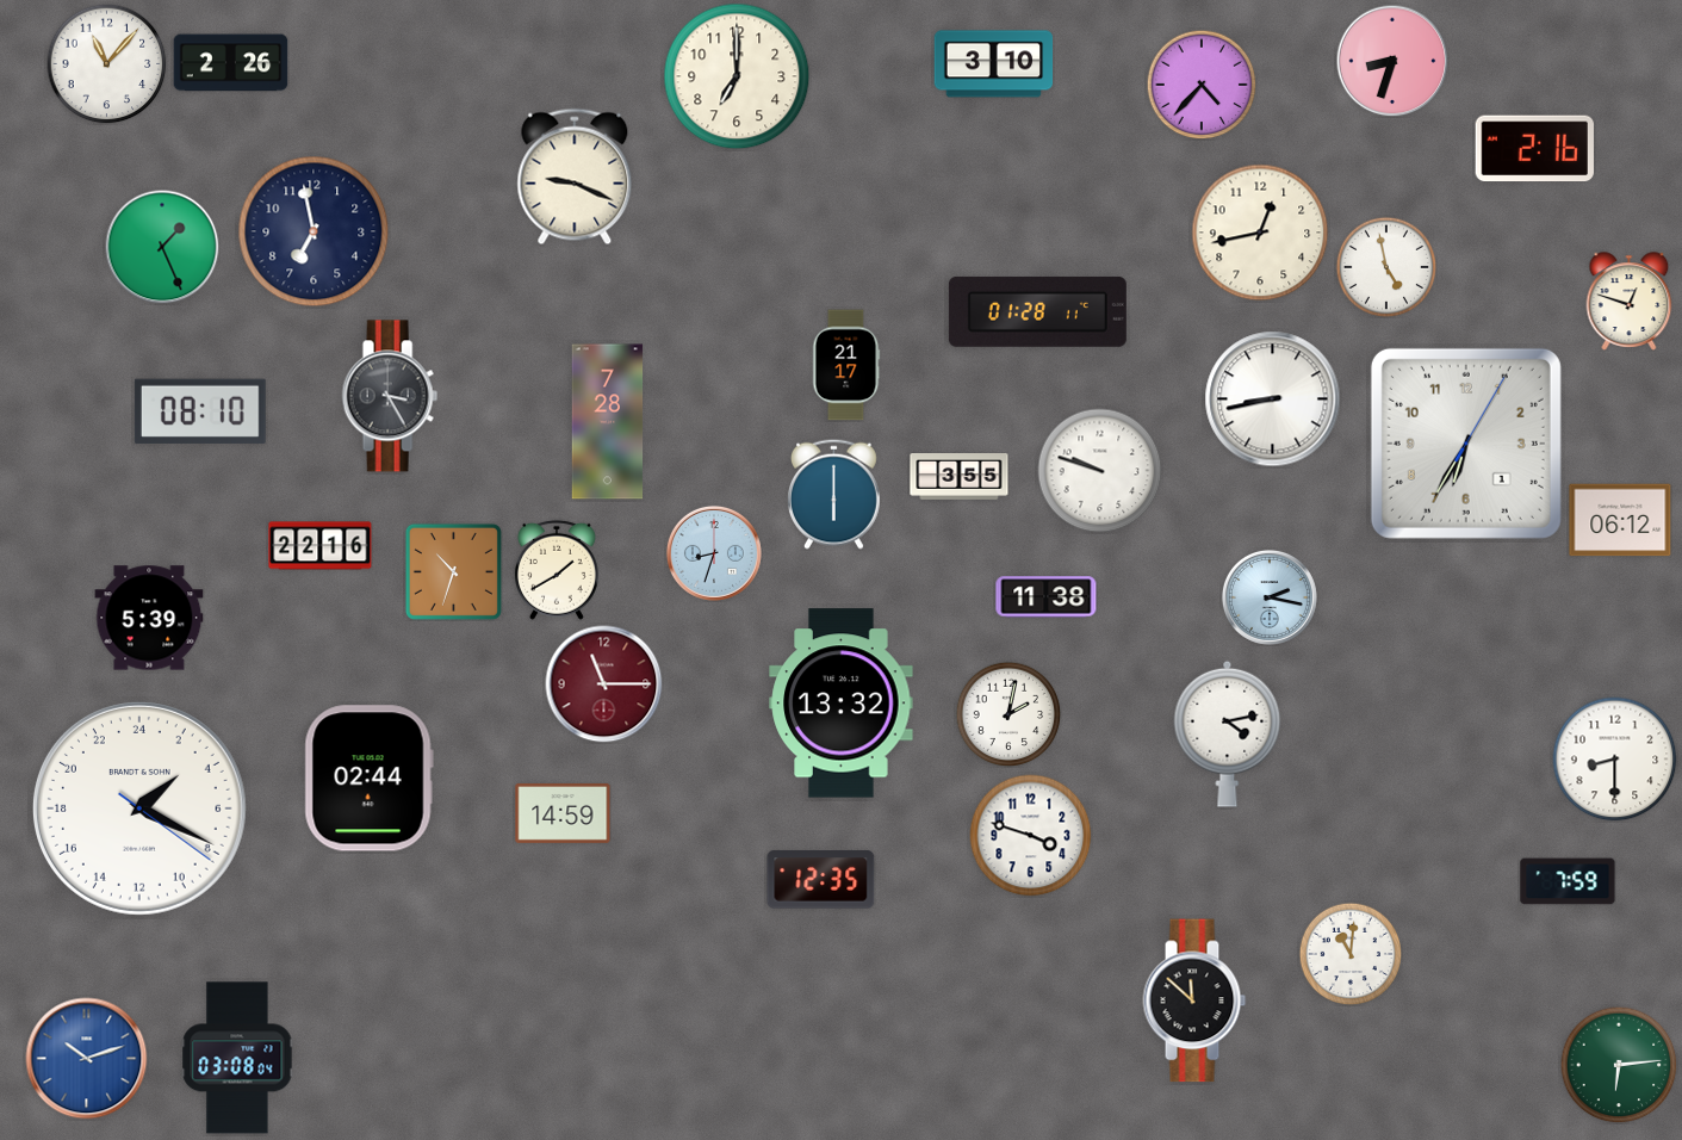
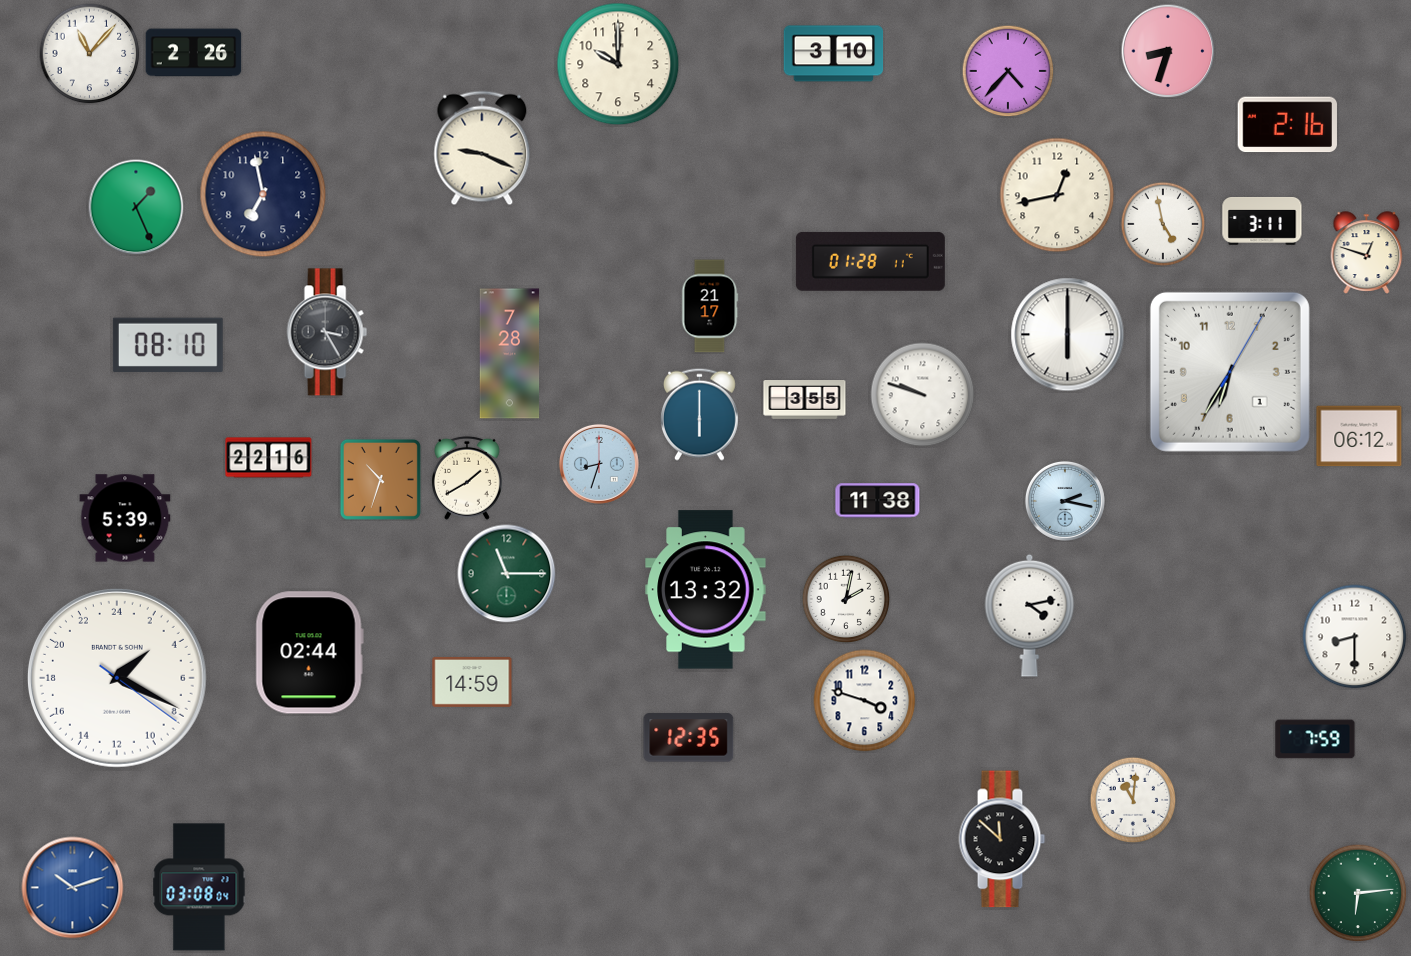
clock at (737, 76): 7:00 -> 10:00
clock at (1262, 221): none -> 3:11
clock at (1273, 399): 8:43 -> 6:00
clock at (604, 684) dial: burgundy -> green
